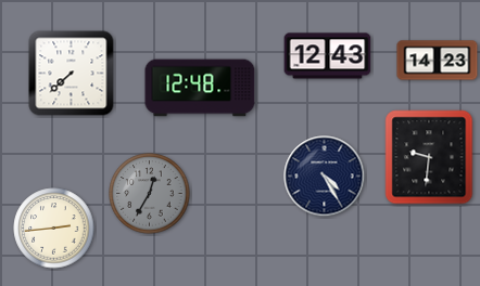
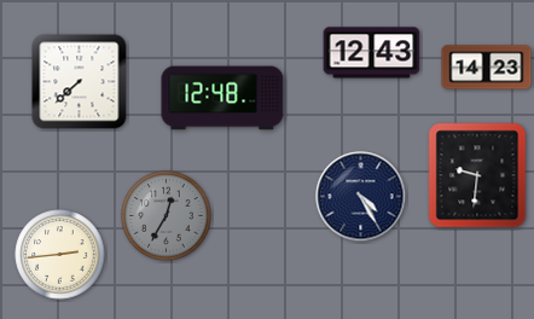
clock at (328, 56) position: (328, 56) -> (372, 53)
